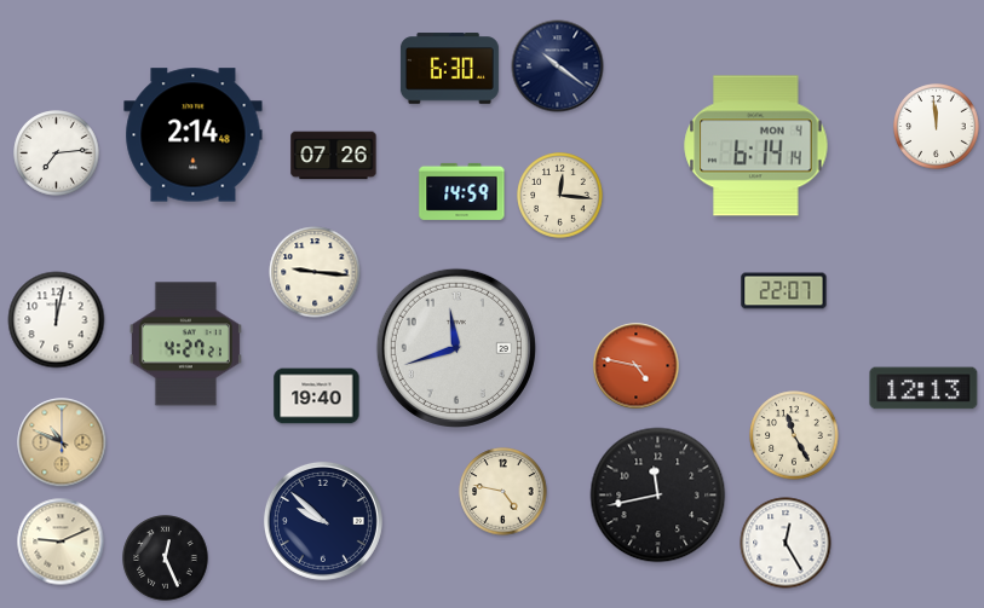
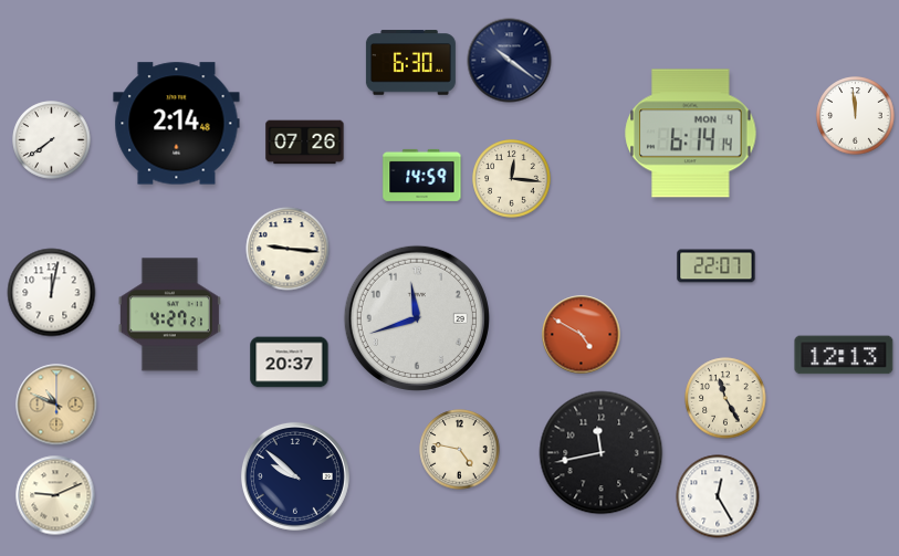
clock at (57, 154): 7:14 -> 7:39
clock at (637, 366): 4:47 -> 4:50
clock at (317, 396): 19:40 -> 20:37
clock at (166, 558): 12:26 -> none
